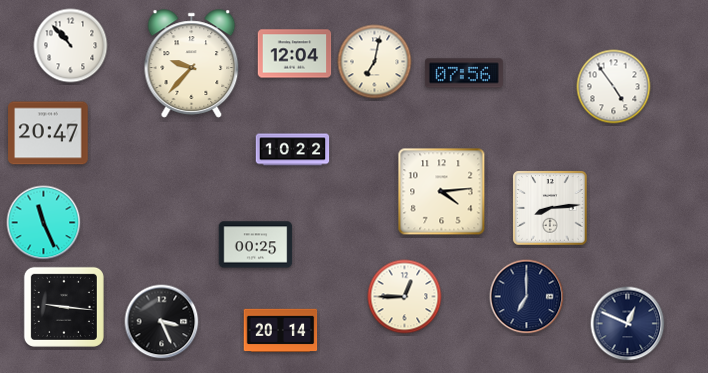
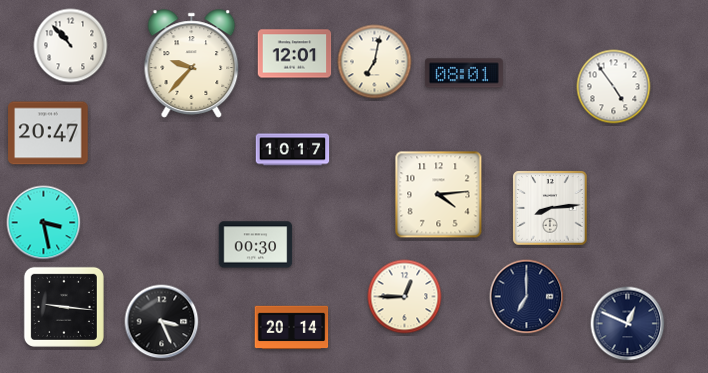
clock at (295, 54): 12:04 -> 12:01
clock at (464, 73): 07:56 -> 08:01
clock at (293, 150): 10:22 -> 10:17
clock at (442, 192) position: (442, 192) -> (439, 195)
clock at (44, 223): 11:26 -> 3:28
clock at (256, 245): 00:25 -> 00:30
clock at (281, 331) position: (281, 331) -> (292, 328)
